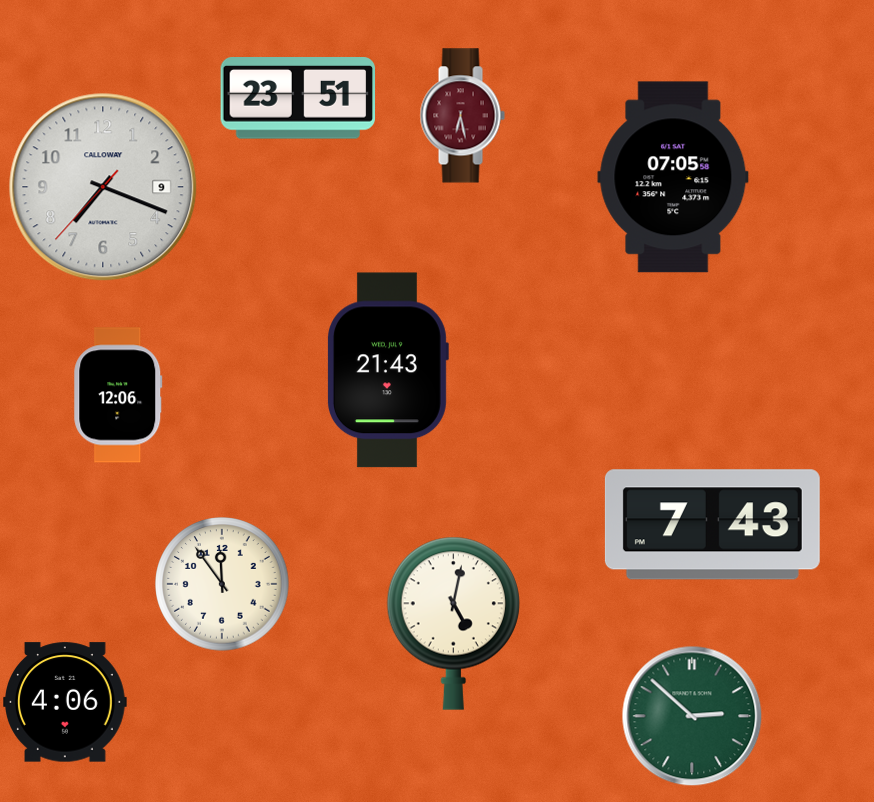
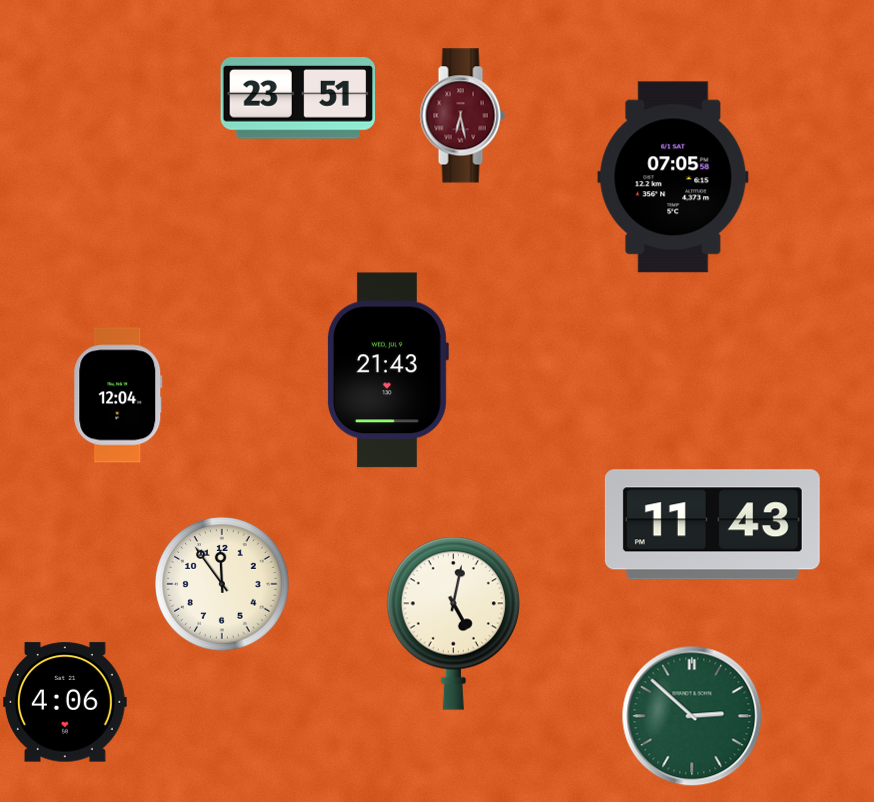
clock at (103, 187): 7:18 -> none
clock at (118, 395): 12:06 -> 12:04
clock at (712, 525): 7:43 -> 11:43
